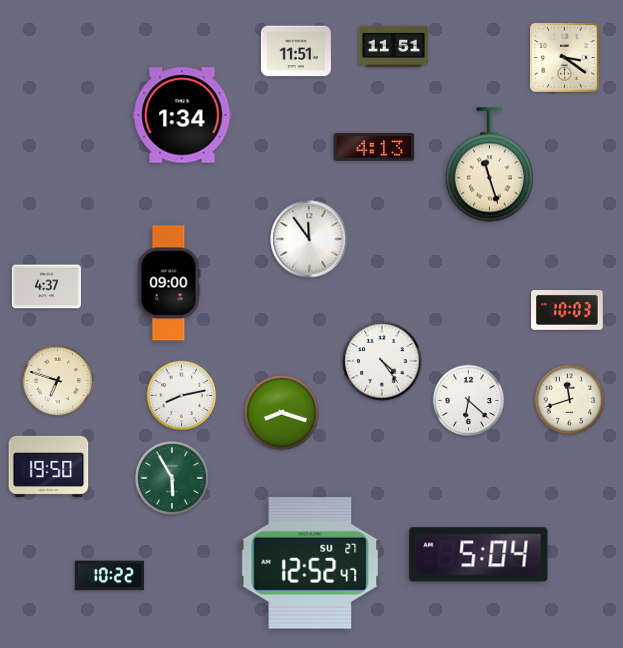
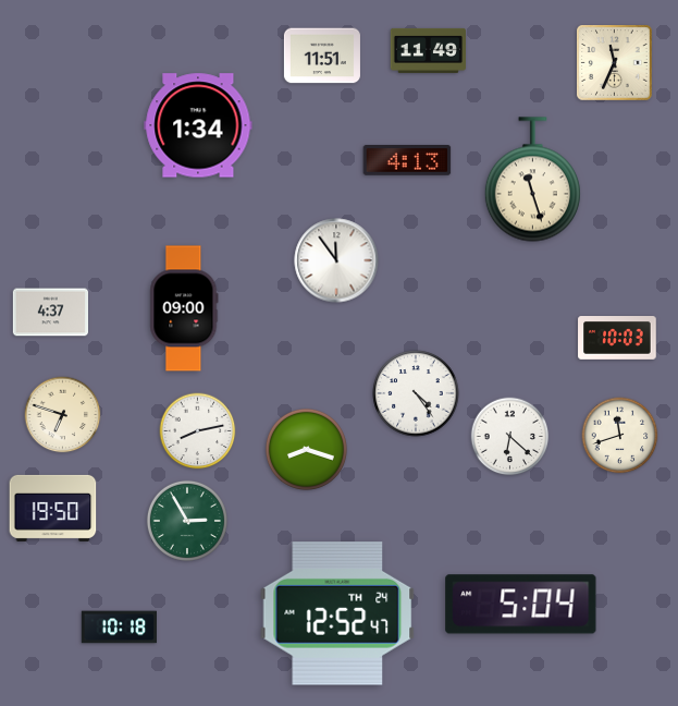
clock at (393, 46): 11:51 -> 11:49
clock at (565, 58): 3:21 -> 11:34
clock at (172, 478): 5:55 -> 2:55
clock at (310, 563) date: SU 27 -> TH 24
clock at (109, 576): 10:22 -> 10:18
